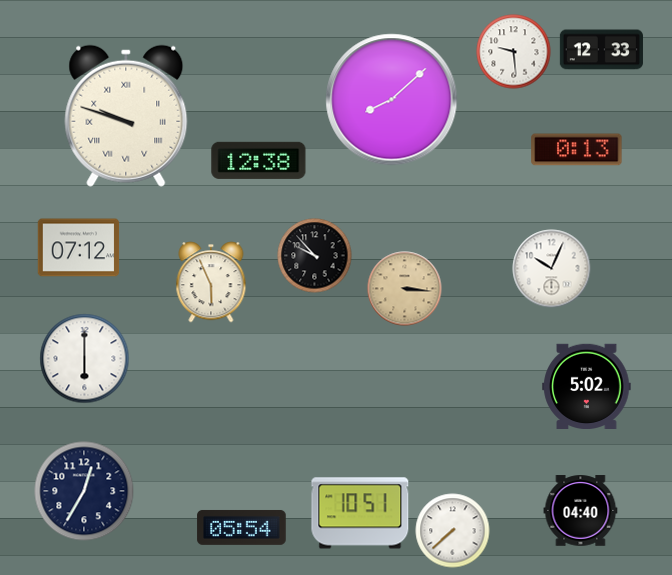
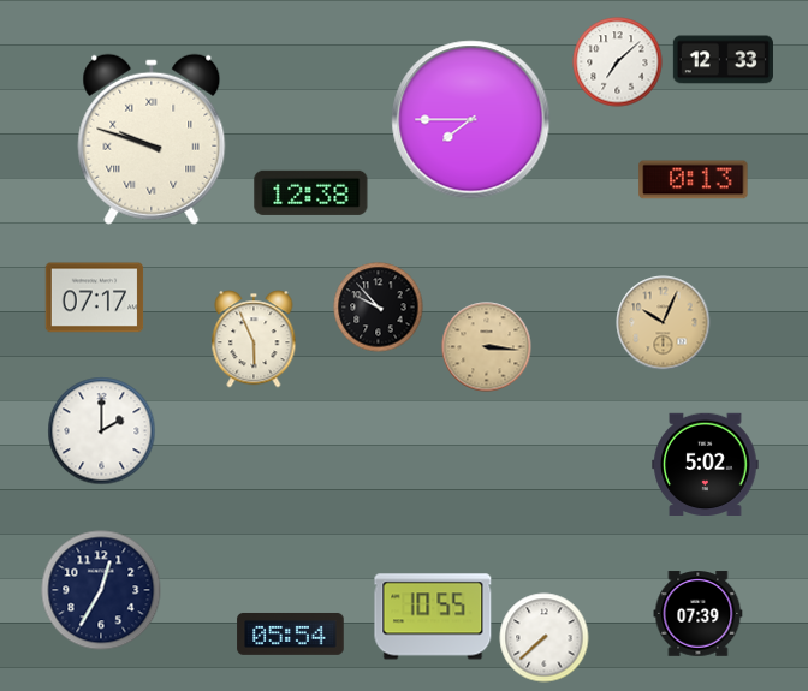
clock at (514, 52): 9:29 -> 7:08
clock at (392, 100): 8:08 -> 7:45
clock at (79, 248): 07:12 -> 07:17
clock at (552, 269) dial: white -> champagne
clock at (85, 359): 6:00 -> 2:00
clock at (581, 511): 04:40 -> 07:39
clock at (360, 513): 10:51 -> 10:55
